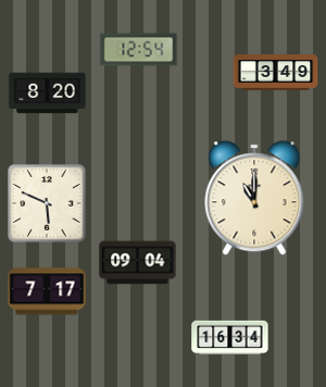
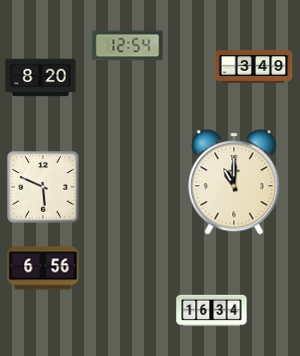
clock at (48, 93) position: (48, 93) -> (41, 78)
clock at (138, 263): 09:04 -> none
clock at (47, 291): 7:17 -> 6:56
